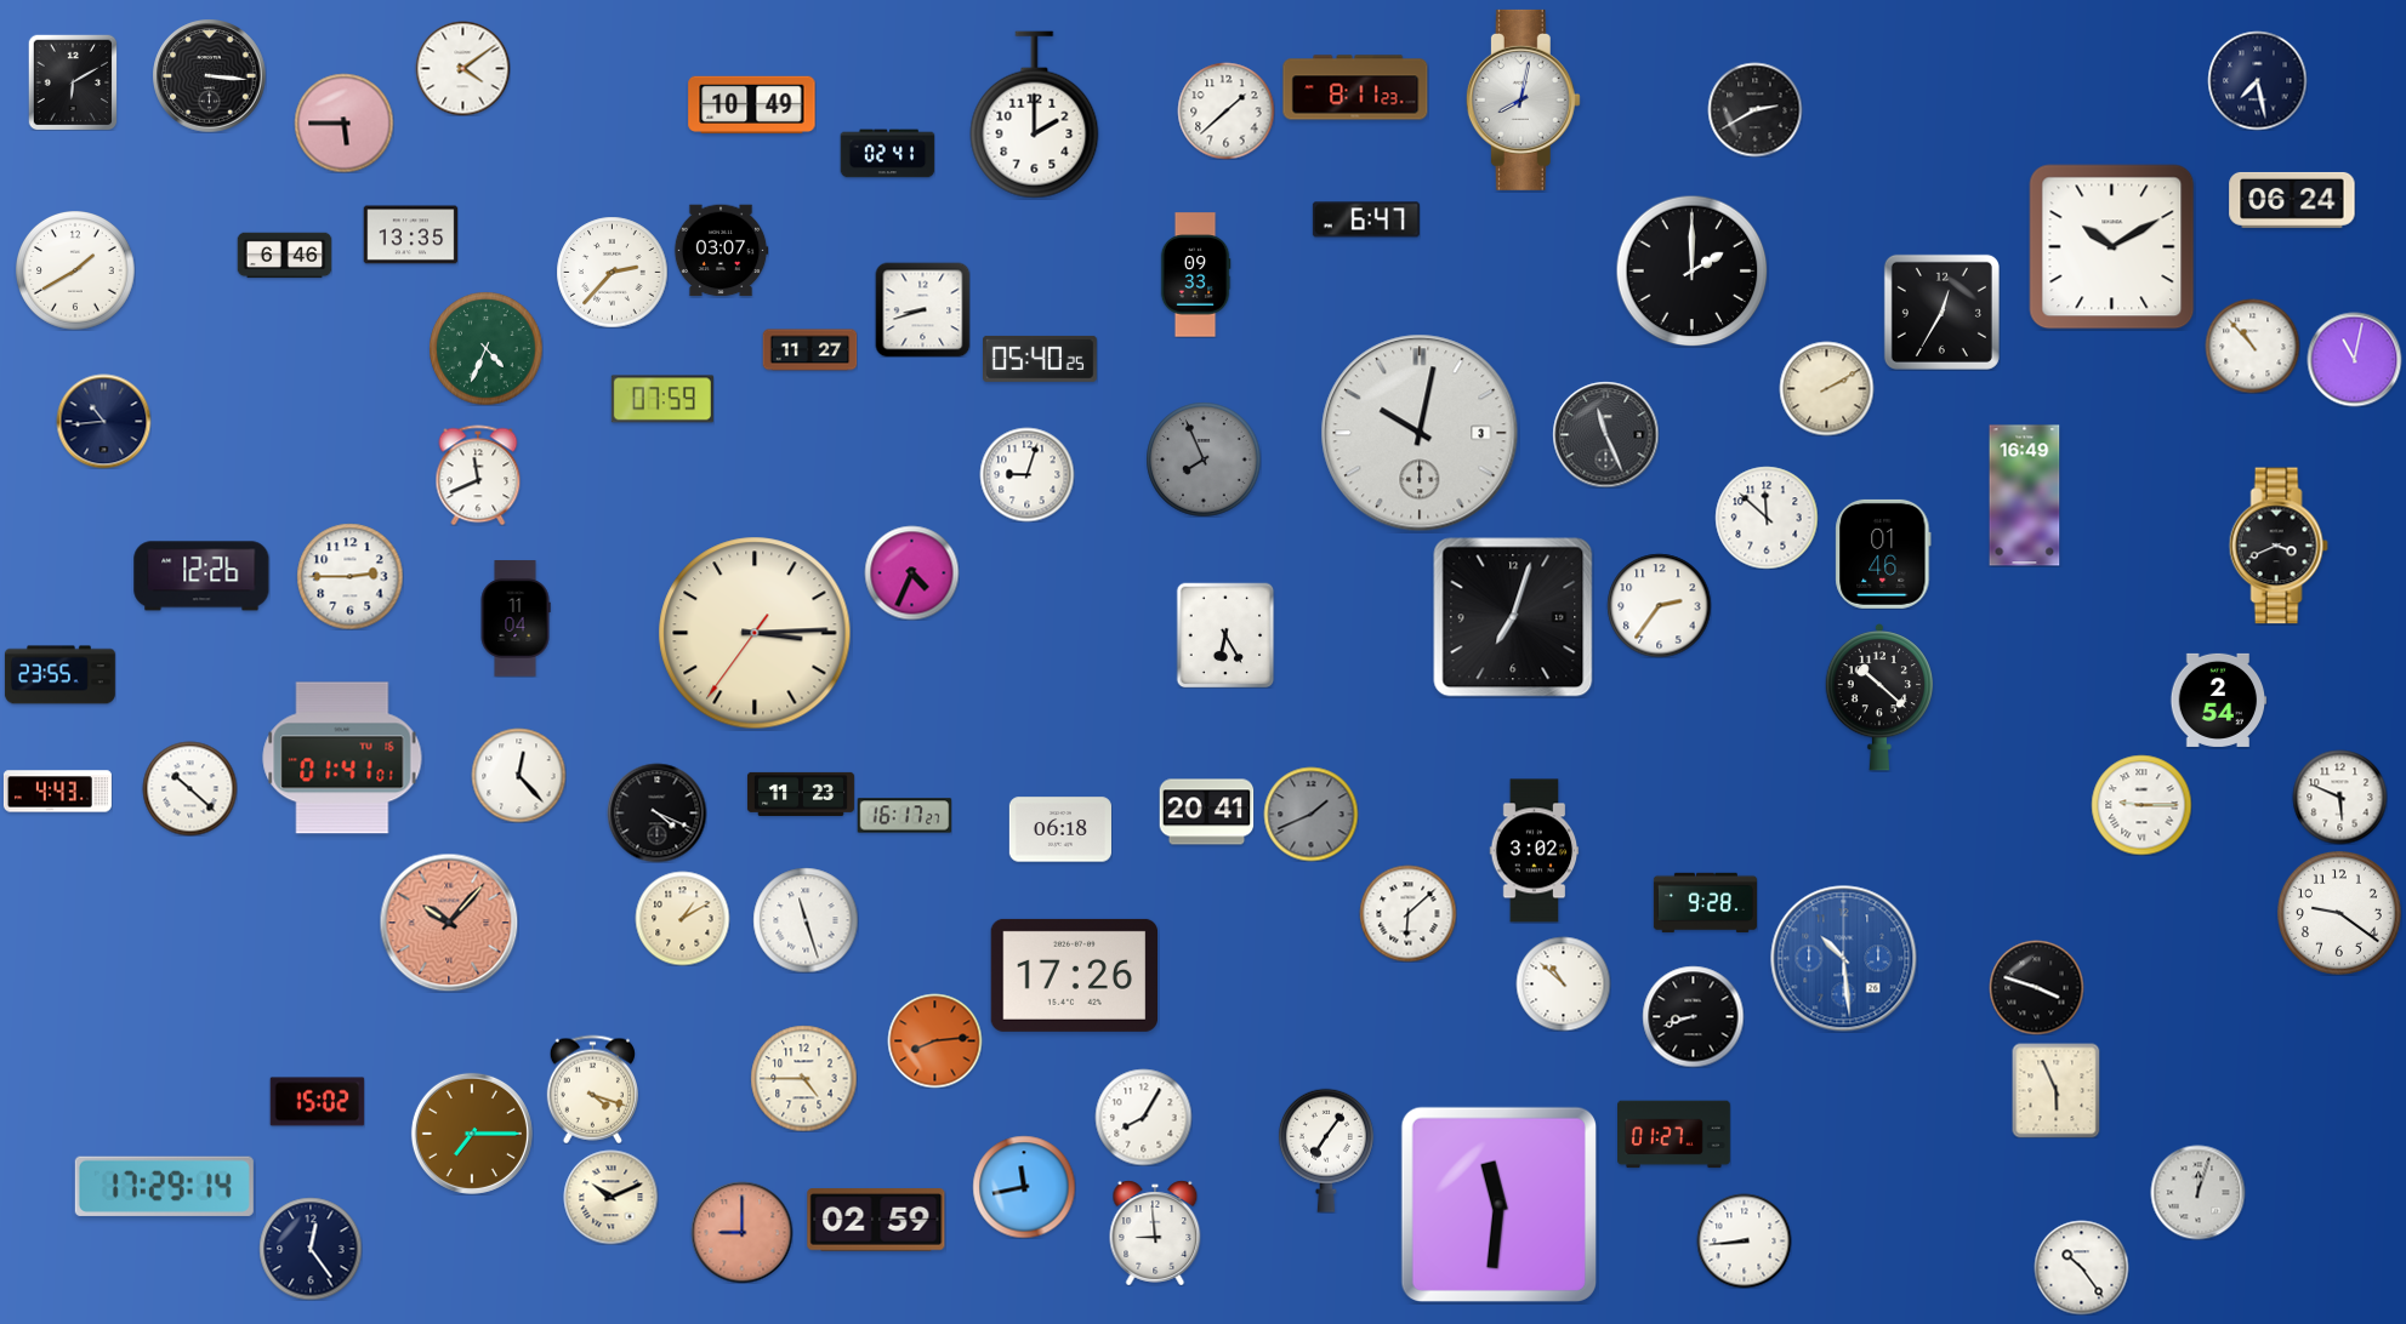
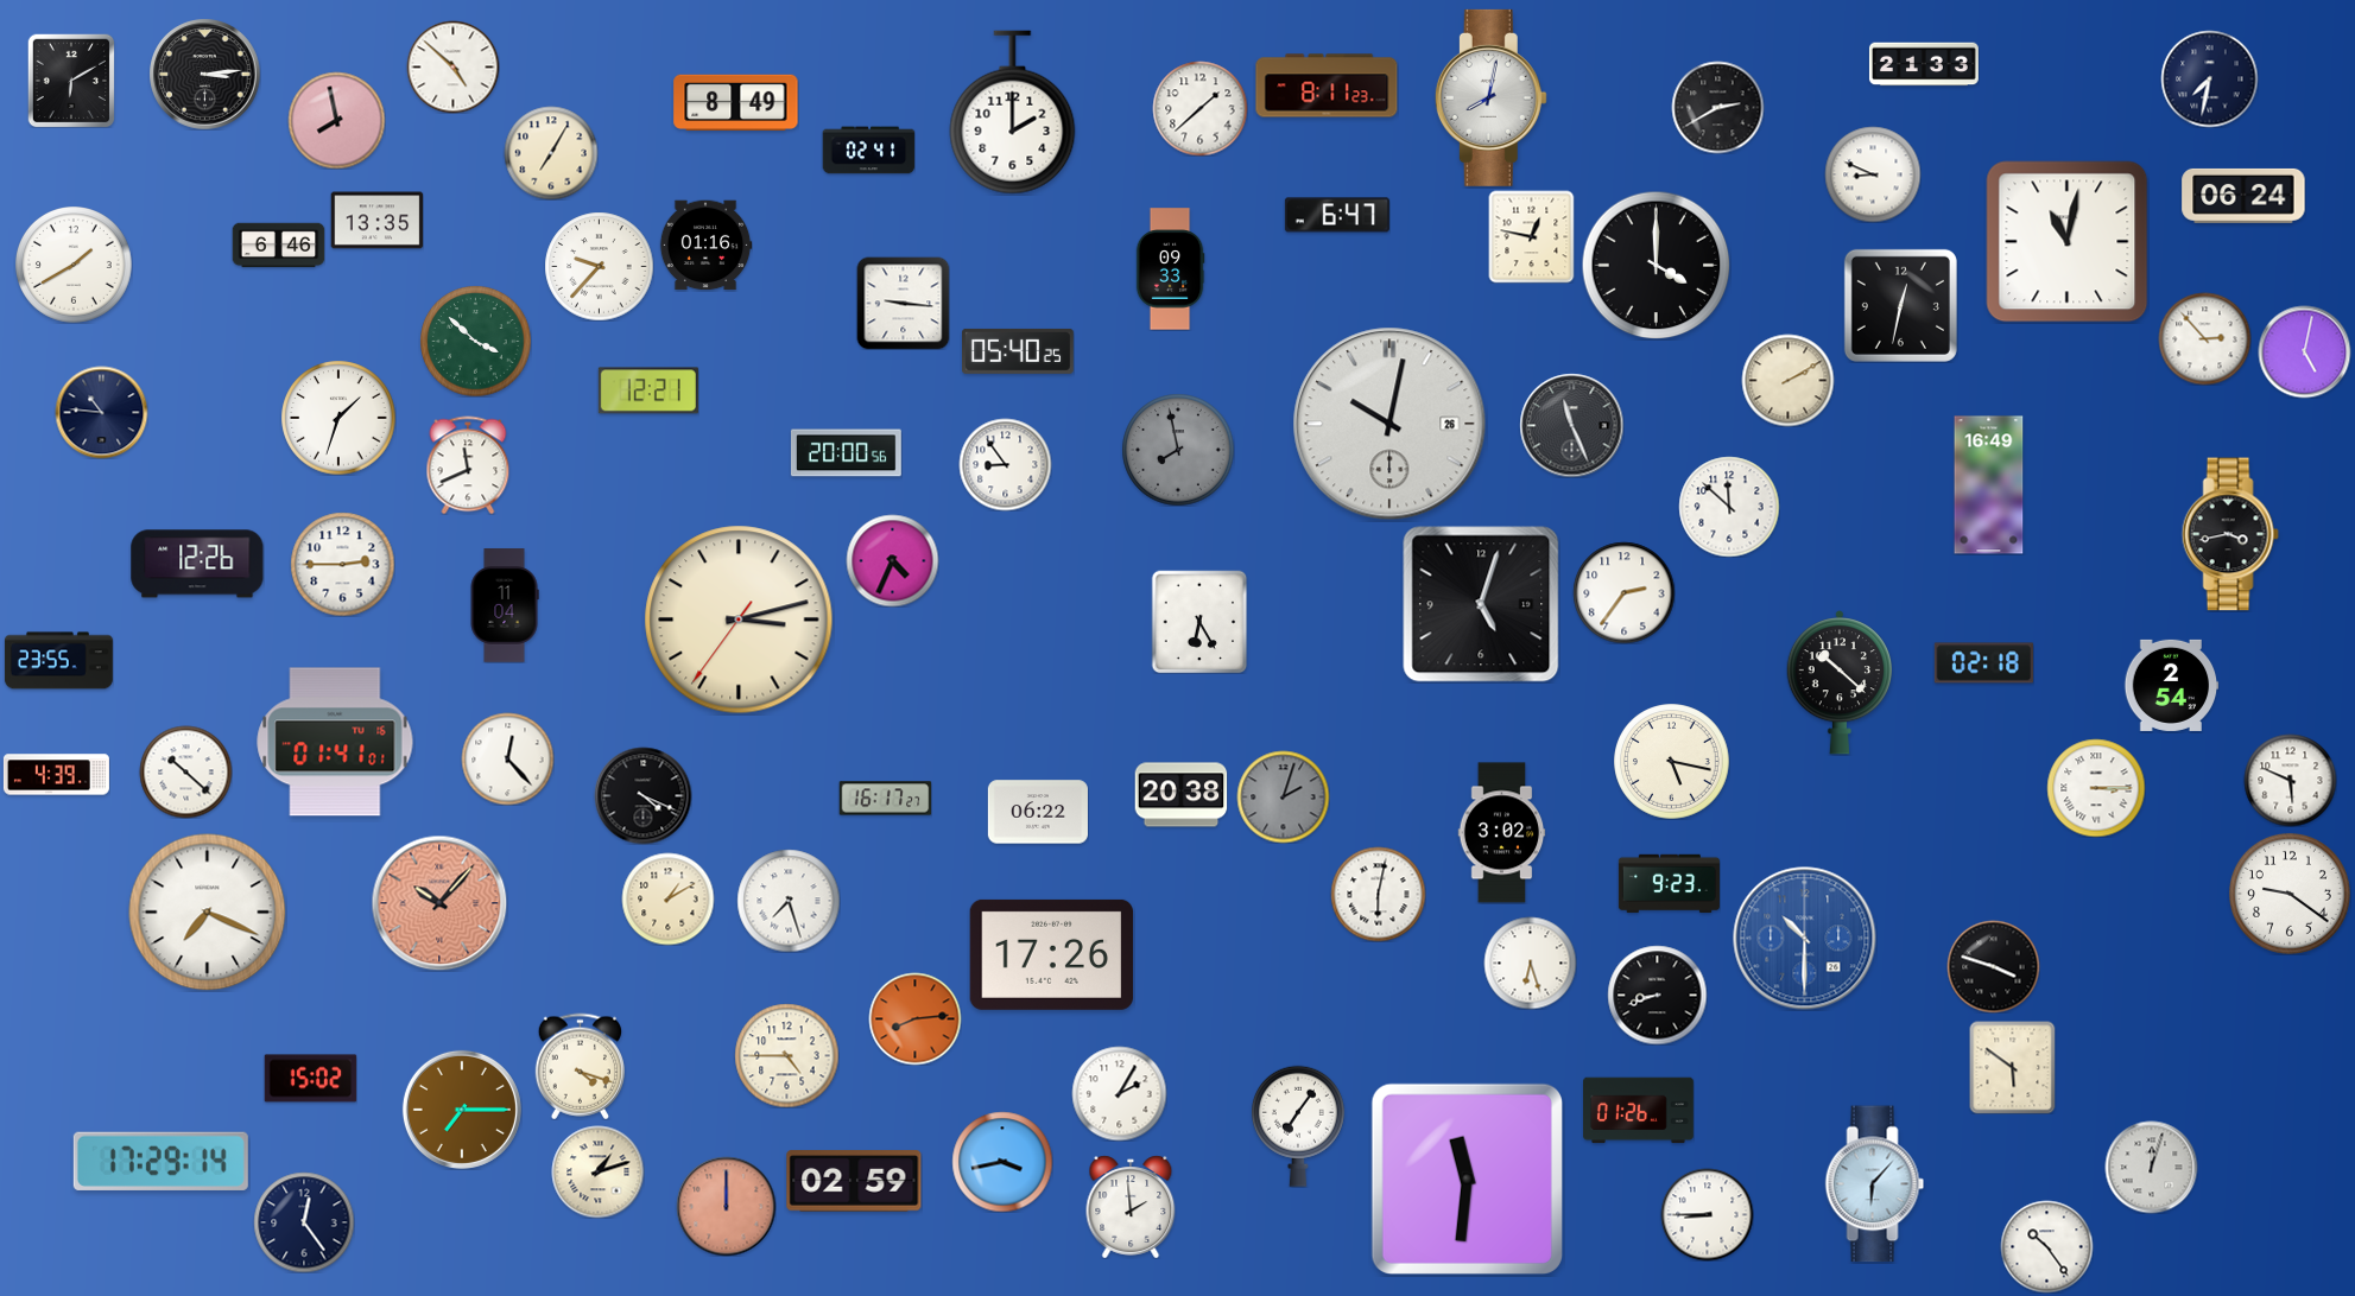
clock at (1924, 64): none -> 21:33
clock at (462, 68): 4:09 -> 4:52
clock at (209, 75): 3:16 -> 3:14
clock at (2257, 80): 7:28 -> 7:32
clock at (752, 104): 10:49 -> 8:49
clock at (343, 122): 5:45 -> 7:58
clock at (551, 153): none -> 7:05
clock at (1873, 174): none -> 8:49
clock at (410, 235) position: (410, 235) -> (376, 221)
clock at (1532, 236): none -> 12:47
clock at (2112, 247): 10:10 -> 11:02
clock at (721, 251): 03:07 -> 01:16
clock at (284, 256) position: (284, 256) -> (278, 246)
clock at (1691, 270): 2:00 -> 4:00
clock at (612, 272): 2:37 -> 9:37
clock at (922, 309): 8:42 -> 9:16
clock at (1941, 312): 12:35 -> 12:32
clock at (2252, 346): 10:53 -> 2:53
clock at (485, 348): 4:34 -> 3:52
clock at (809, 350): 11:27 -> none
clock at (2354, 359): 11:02 -> 5:02
clock at (662, 399): 07:59 -> 12:21
clock at (103, 421): 10:44 -> 10:46
clock at (338, 418): none -> 1:33
clock at (1420, 433) date: 3 -> 26
clock at (1204, 460): 7:56 -> 7:58
clock at (846, 453): none -> 20:00
clock at (1026, 474): 9:03 -> 8:54
clock at (2025, 496) position: (2025, 496) -> (1989, 485)
clock at (2279, 546): 3:41 -> 3:43
clock at (1883, 554): 01:46 -> none
clock at (1513, 617): 7:03 -> 5:03
clock at (755, 633): 3:14 -> 3:12
clock at (1983, 663): none -> 02:18
clock at (1672, 762): none -> 5:17
clock at (57, 792): 4:43 -> 4:39
clock at (801, 794): 11:23 -> none
clock at (2141, 805): 9:15 -> 3:15
clock at (1206, 812): 20:41 -> 20:38
clock at (1310, 814): 1:41 -> 2:03
clock at (1060, 829): 06:18 -> 06:22
clock at (1705, 903): 9:28 -> 9:23
clock at (1407, 913): 6:08 -> 6:02
clock at (806, 920): 11:27 -> 7:27
clock at (208, 913): none -> 7:19
clock at (1844, 959): 10:29 -> 10:30
clock at (1563, 983): 10:52 -> 6:27
clock at (2057, 1090): 5:56 -> 5:51
clock at (1143, 1117): 8:05 -> 2:05
clock at (1674, 1135): 01:27 -> 01:26
clock at (1024, 1187): 11:43 -> 3:43
clock at (610, 1197): 10:11 -> 1:12
clock at (1875, 1184): none -> 6:07
clock at (876, 1220) position: (876, 1220) -> (854, 1181)
clock at (741, 1232): 9:00 -> 12:00
clock at (1155, 1233): 8:59 -> 1:59
clock at (1744, 1240): 8:44 -> 8:45
clock at (2081, 1267) position: (2081, 1267) -> (2046, 1246)
